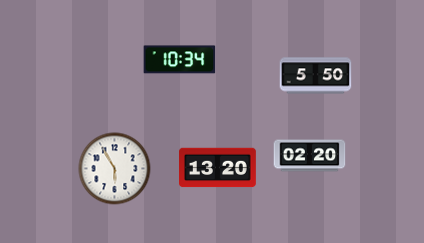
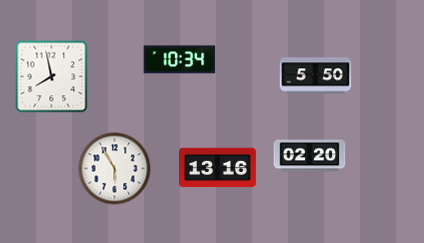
clock at (52, 77): none -> 7:58
clock at (218, 168): 13:20 -> 13:16
